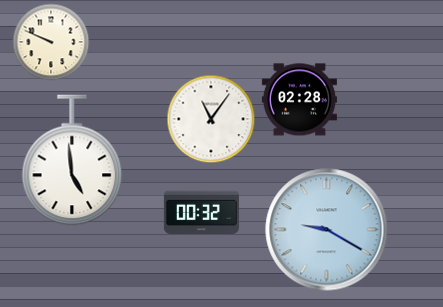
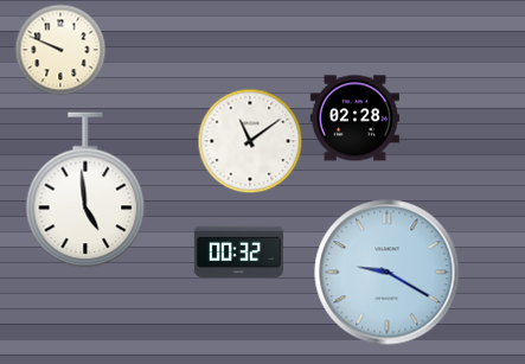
clock at (211, 119): 11:06 -> 11:09
